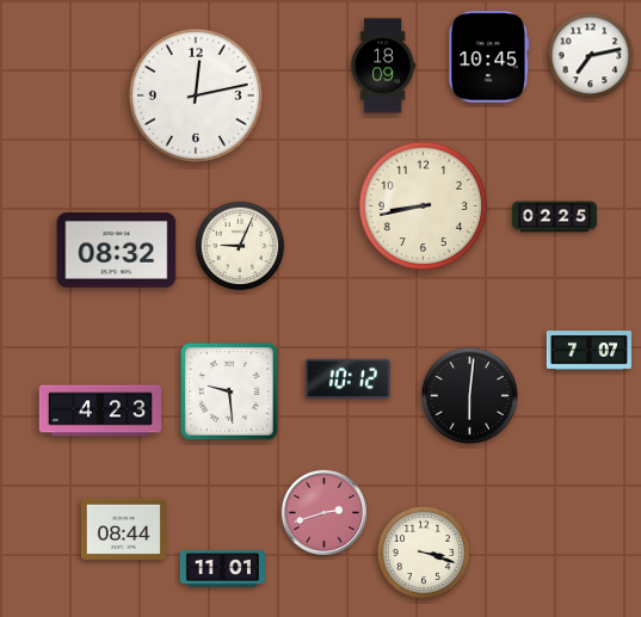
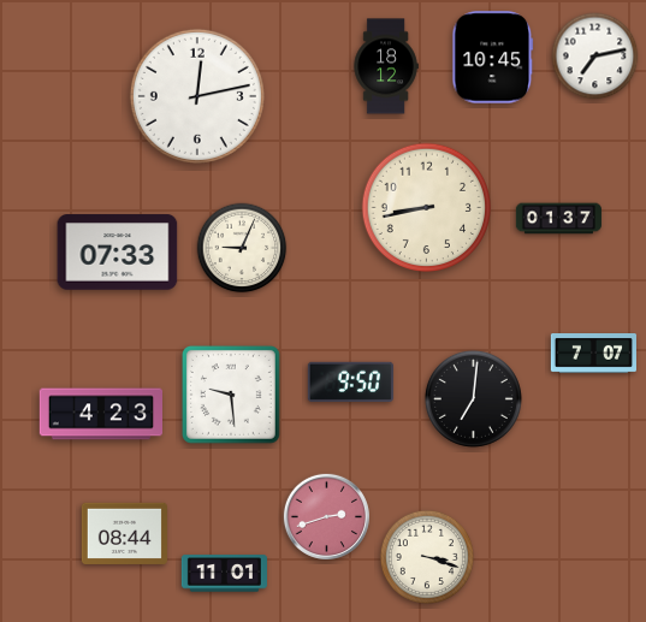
clock at (383, 66): 18:09 -> 18:12
clock at (554, 217): 02:25 -> 01:37
clock at (117, 251): 08:32 -> 07:33
clock at (347, 378): 10:12 -> 9:50
clock at (469, 395): 6:01 -> 7:01
